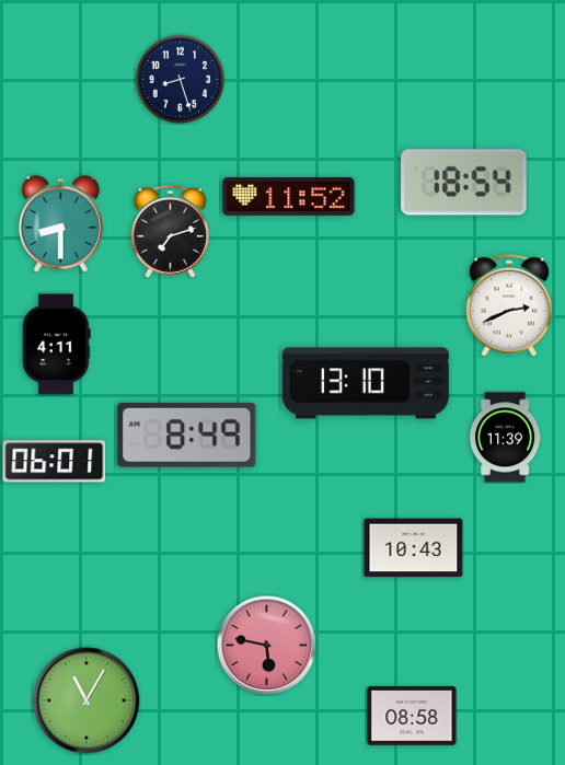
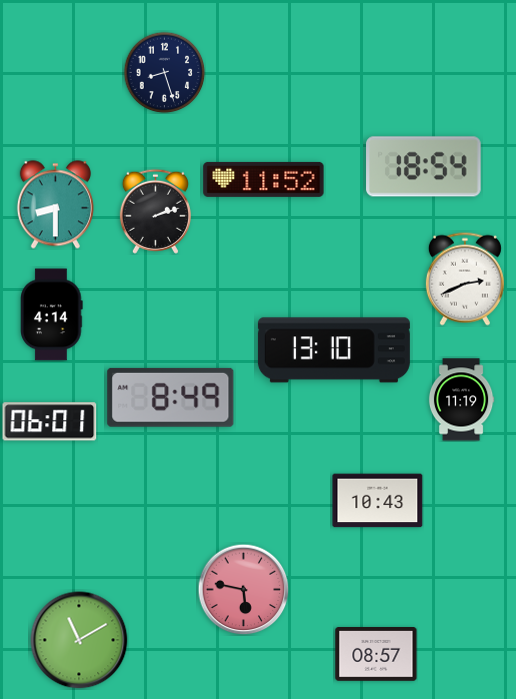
clock at (170, 231): 7:12 -> 2:12
clock at (57, 345): 4:11 -> 4:14
clock at (505, 438): 11:39 -> 11:19
clock at (87, 700): 11:05 -> 11:10
clock at (412, 717): 08:58 -> 08:57
